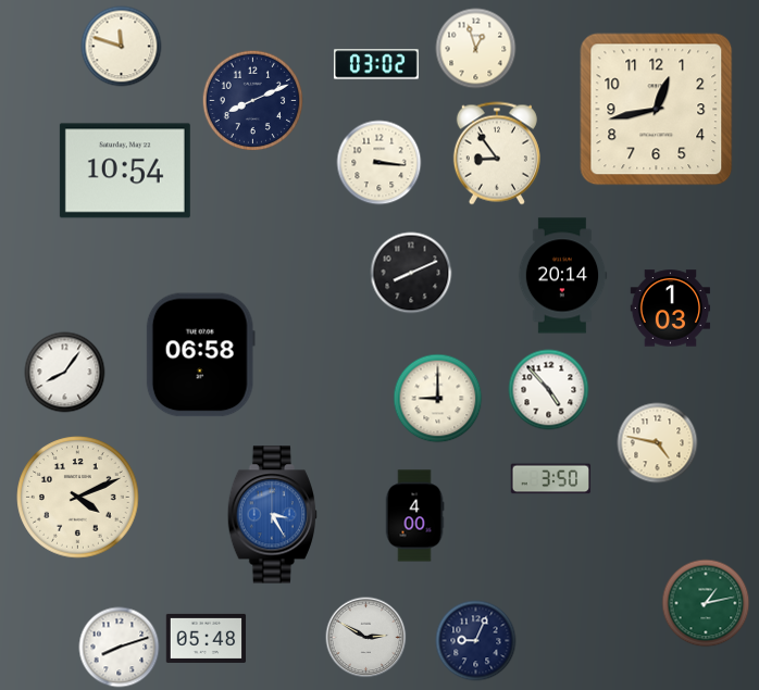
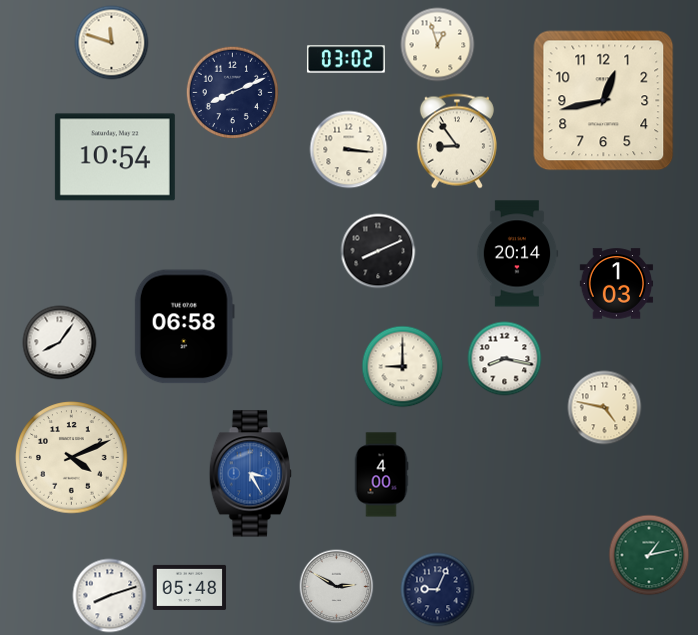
clock at (549, 390): 4:53 -> 8:17
clock at (551, 479): 3:50 -> none
